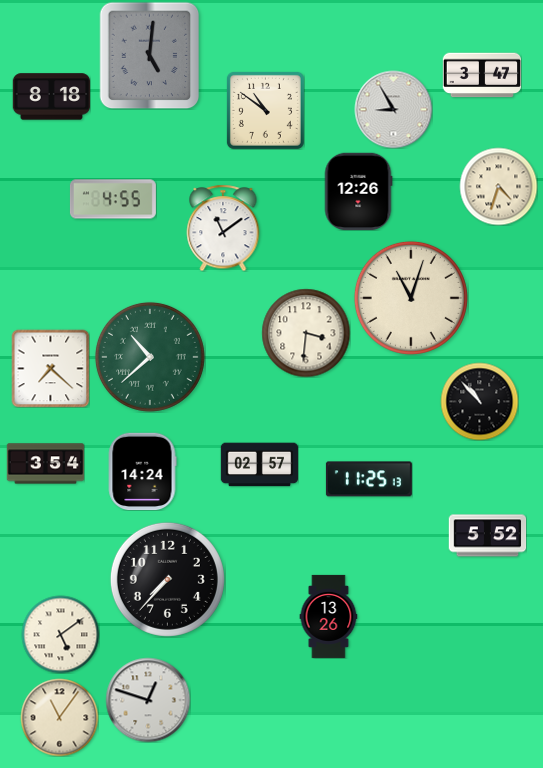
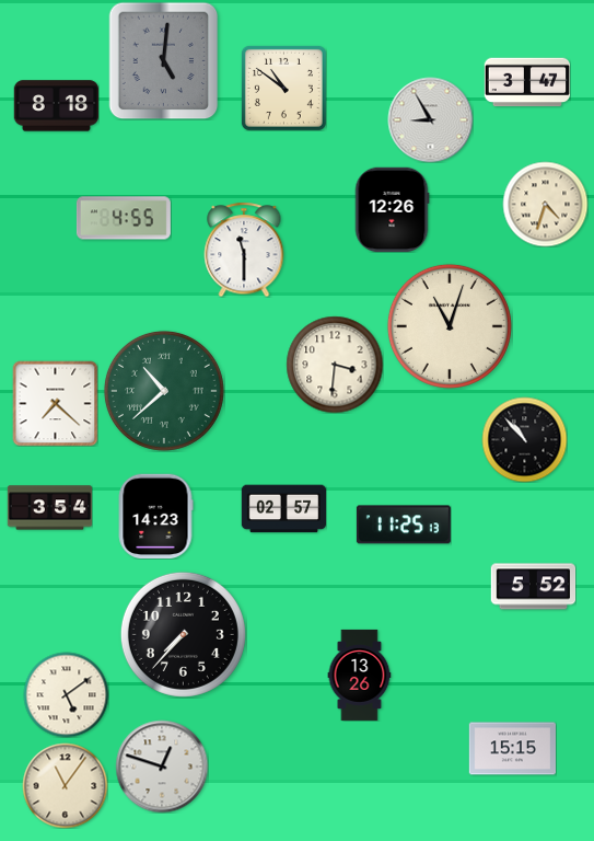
clock at (265, 110) position: (265, 110) -> (283, 88)
clock at (223, 228): 11:09 -> 11:30
clock at (142, 471): 14:24 -> 14:23
clock at (512, 749): none -> 15:15
